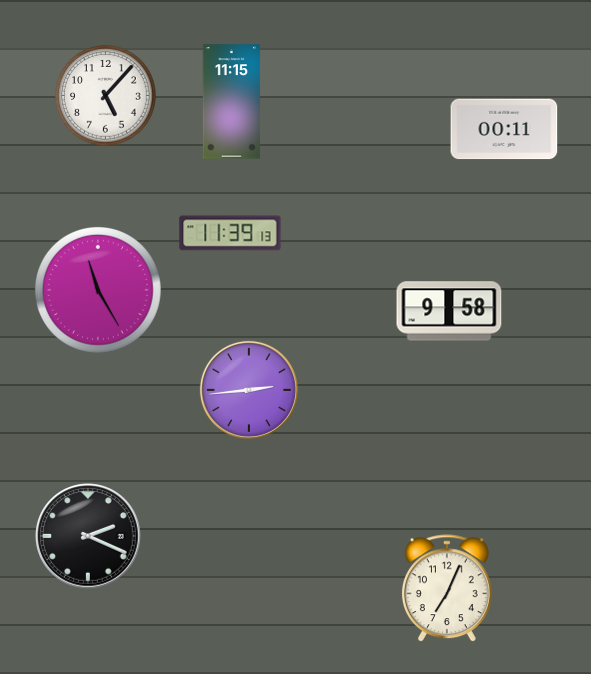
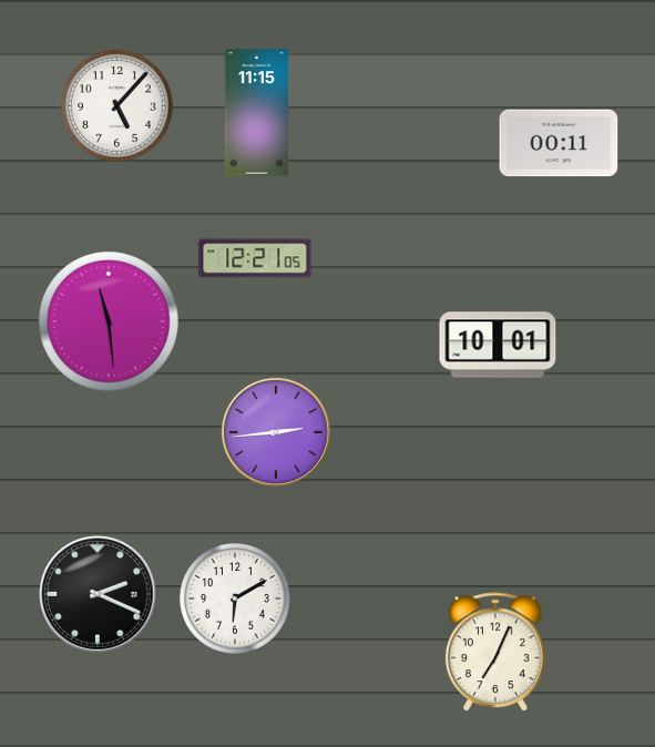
clock at (230, 233): 11:39 -> 12:21
clock at (98, 290): 11:25 -> 11:29
clock at (449, 311): 9:58 -> 10:01
clock at (235, 598): none -> 6:10
